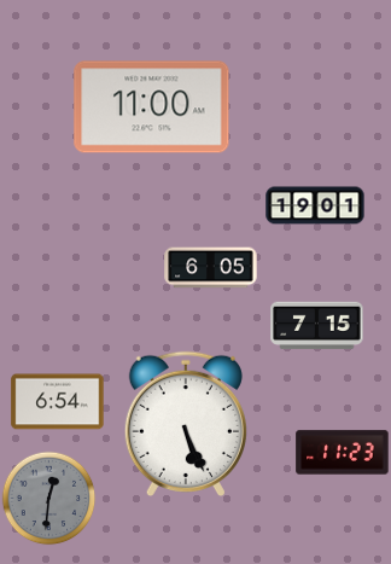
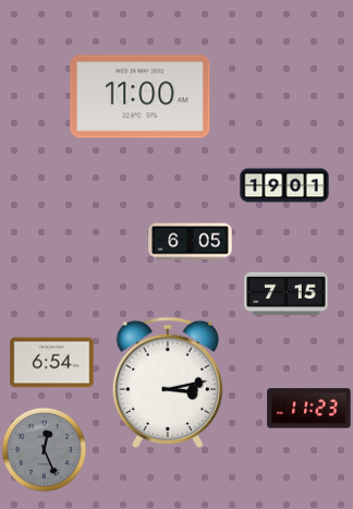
clock at (152, 107) position: (152, 107) -> (141, 97)
clock at (186, 423): 5:26 -> 3:13
clock at (48, 498): 12:31 -> 12:26
